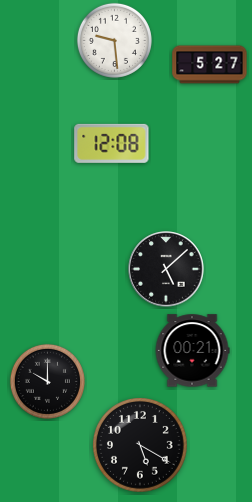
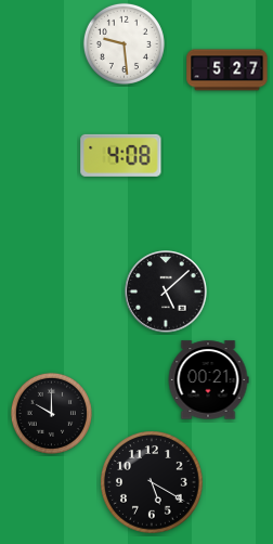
clock at (112, 143): 12:08 -> 4:08
clock at (166, 269) position: (166, 269) -> (166, 292)
